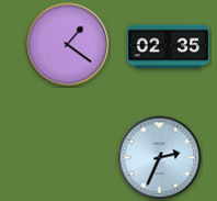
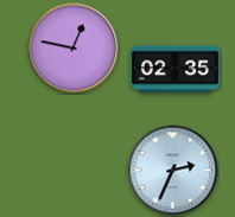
clock at (68, 45): 1:21 -> 12:47
clock at (169, 47) position: (169, 47) -> (176, 70)
